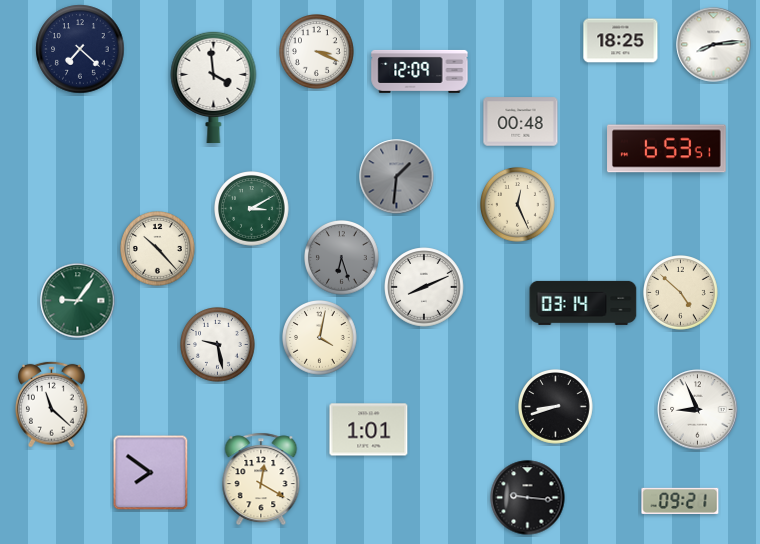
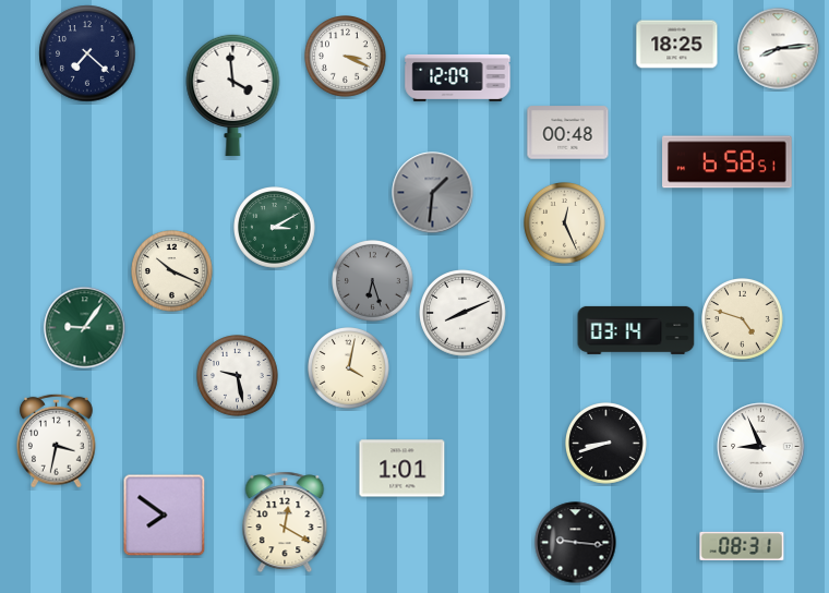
clock at (667, 149): 6:53 -> 6:58
clock at (158, 249): 10:23 -> 10:19
clock at (681, 293): 4:52 -> 4:48
clock at (52, 404): 11:22 -> 3:32
clock at (680, 501): 09:21 -> 08:31
